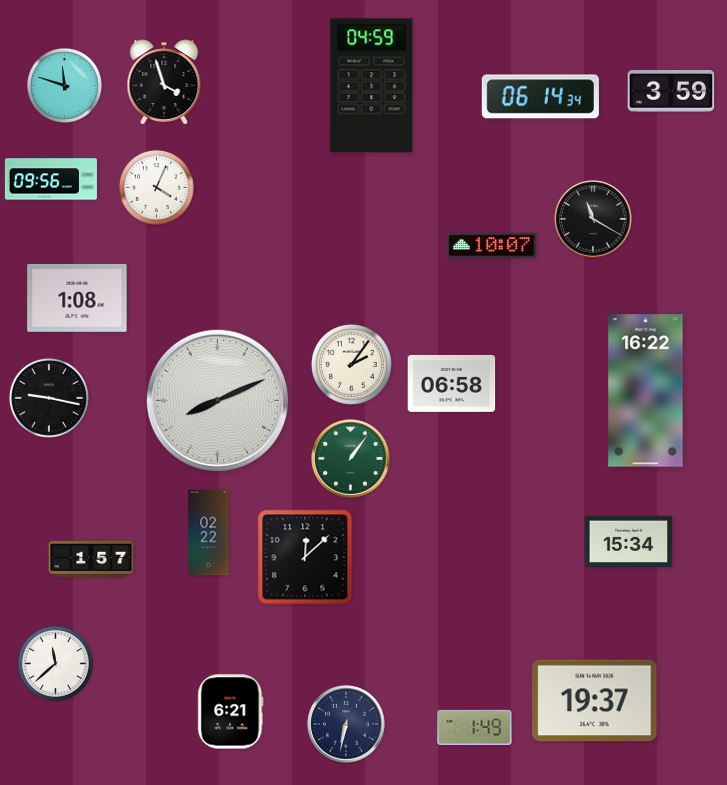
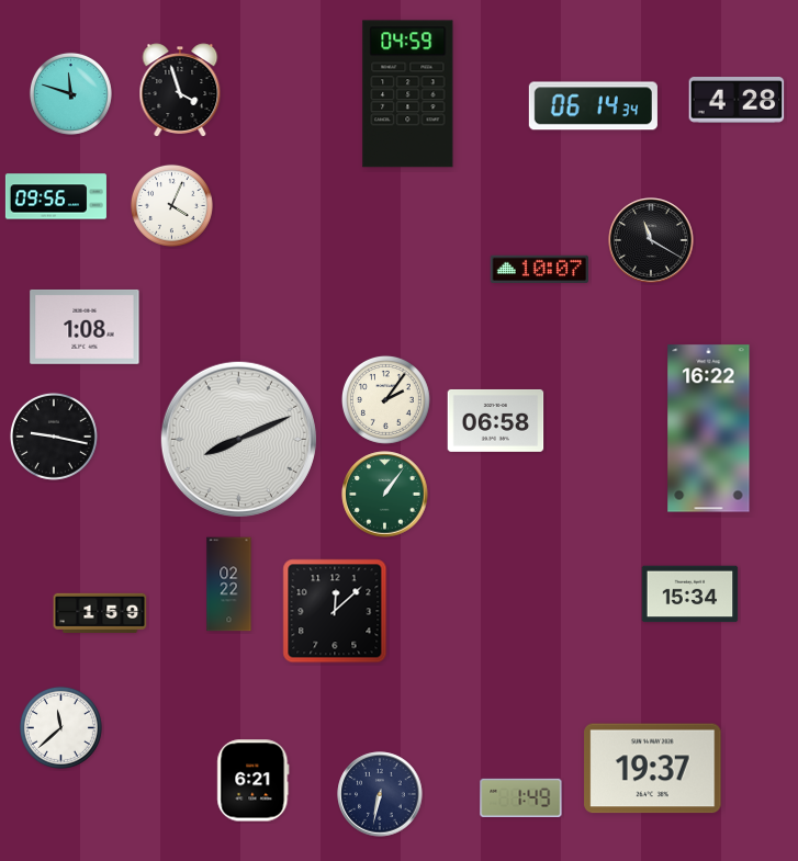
clock at (671, 92): 3:59 -> 4:28
clock at (351, 459) position: (351, 459) -> (385, 495)
clock at (91, 559): 1:57 -> 1:59
